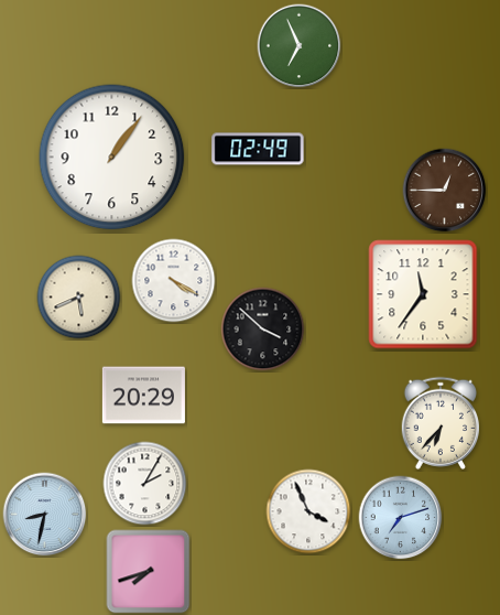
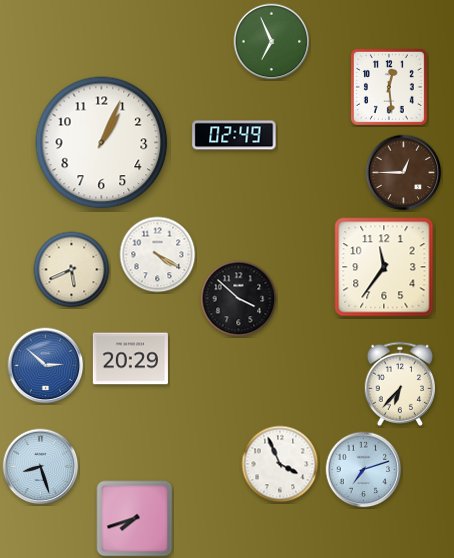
clock at (389, 87): none -> 12:29
clock at (112, 158): 1:06 -> 1:04
clock at (46, 366): none -> 2:52
clock at (145, 484): 2:05 -> none
clock at (45, 515): 8:32 -> 8:27
